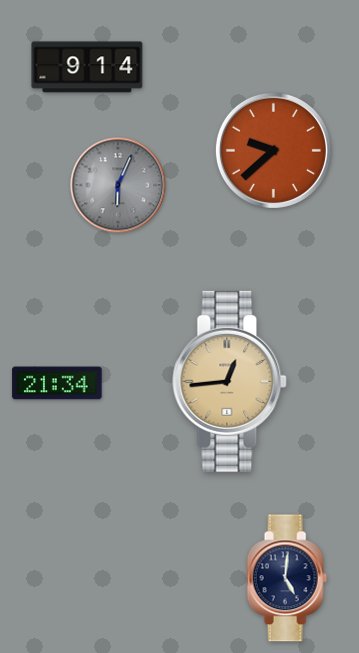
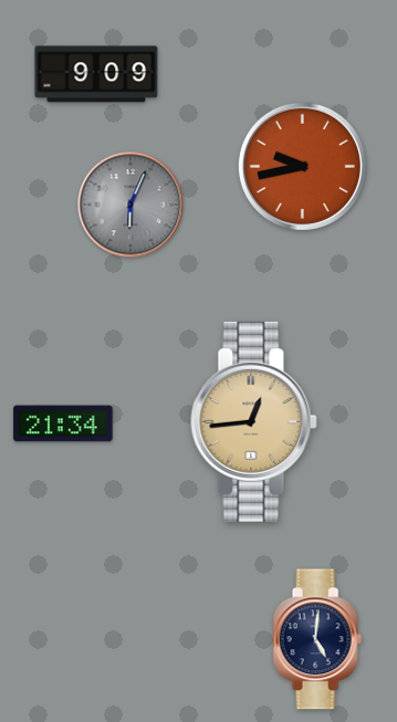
clock at (87, 67): 9:14 -> 9:09
clock at (273, 150): 9:38 -> 9:43
